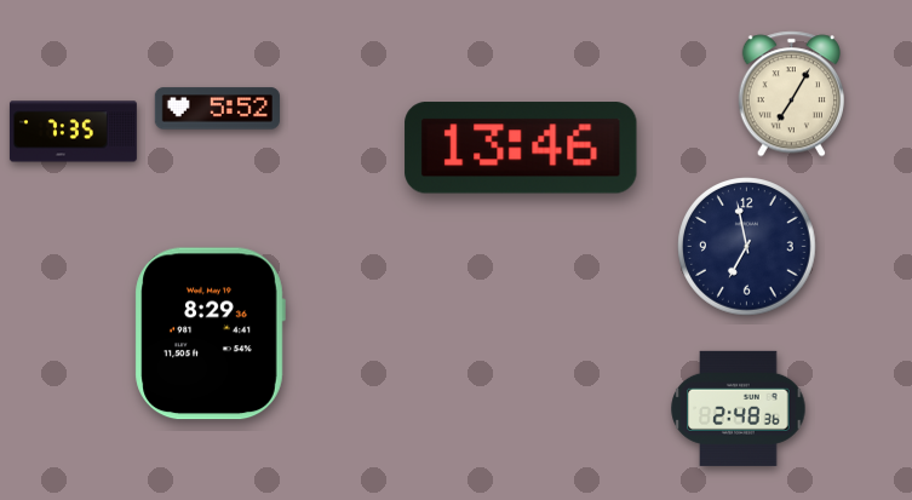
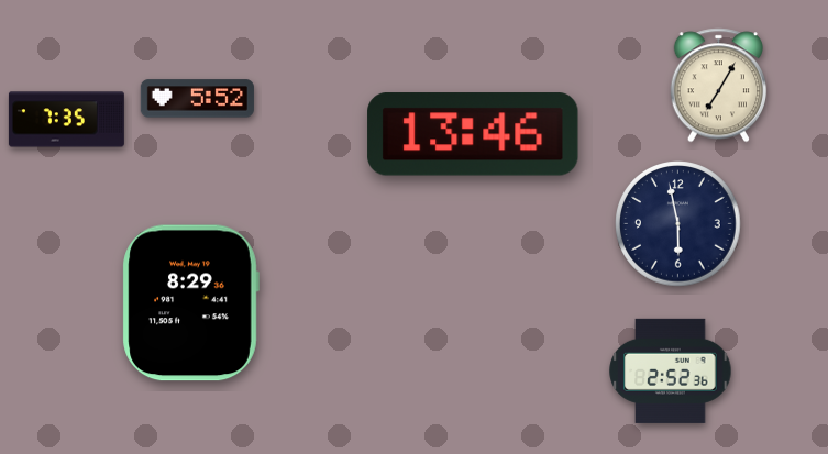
clock at (747, 247): 6:58 -> 5:58
clock at (739, 408): 2:48 -> 2:52
